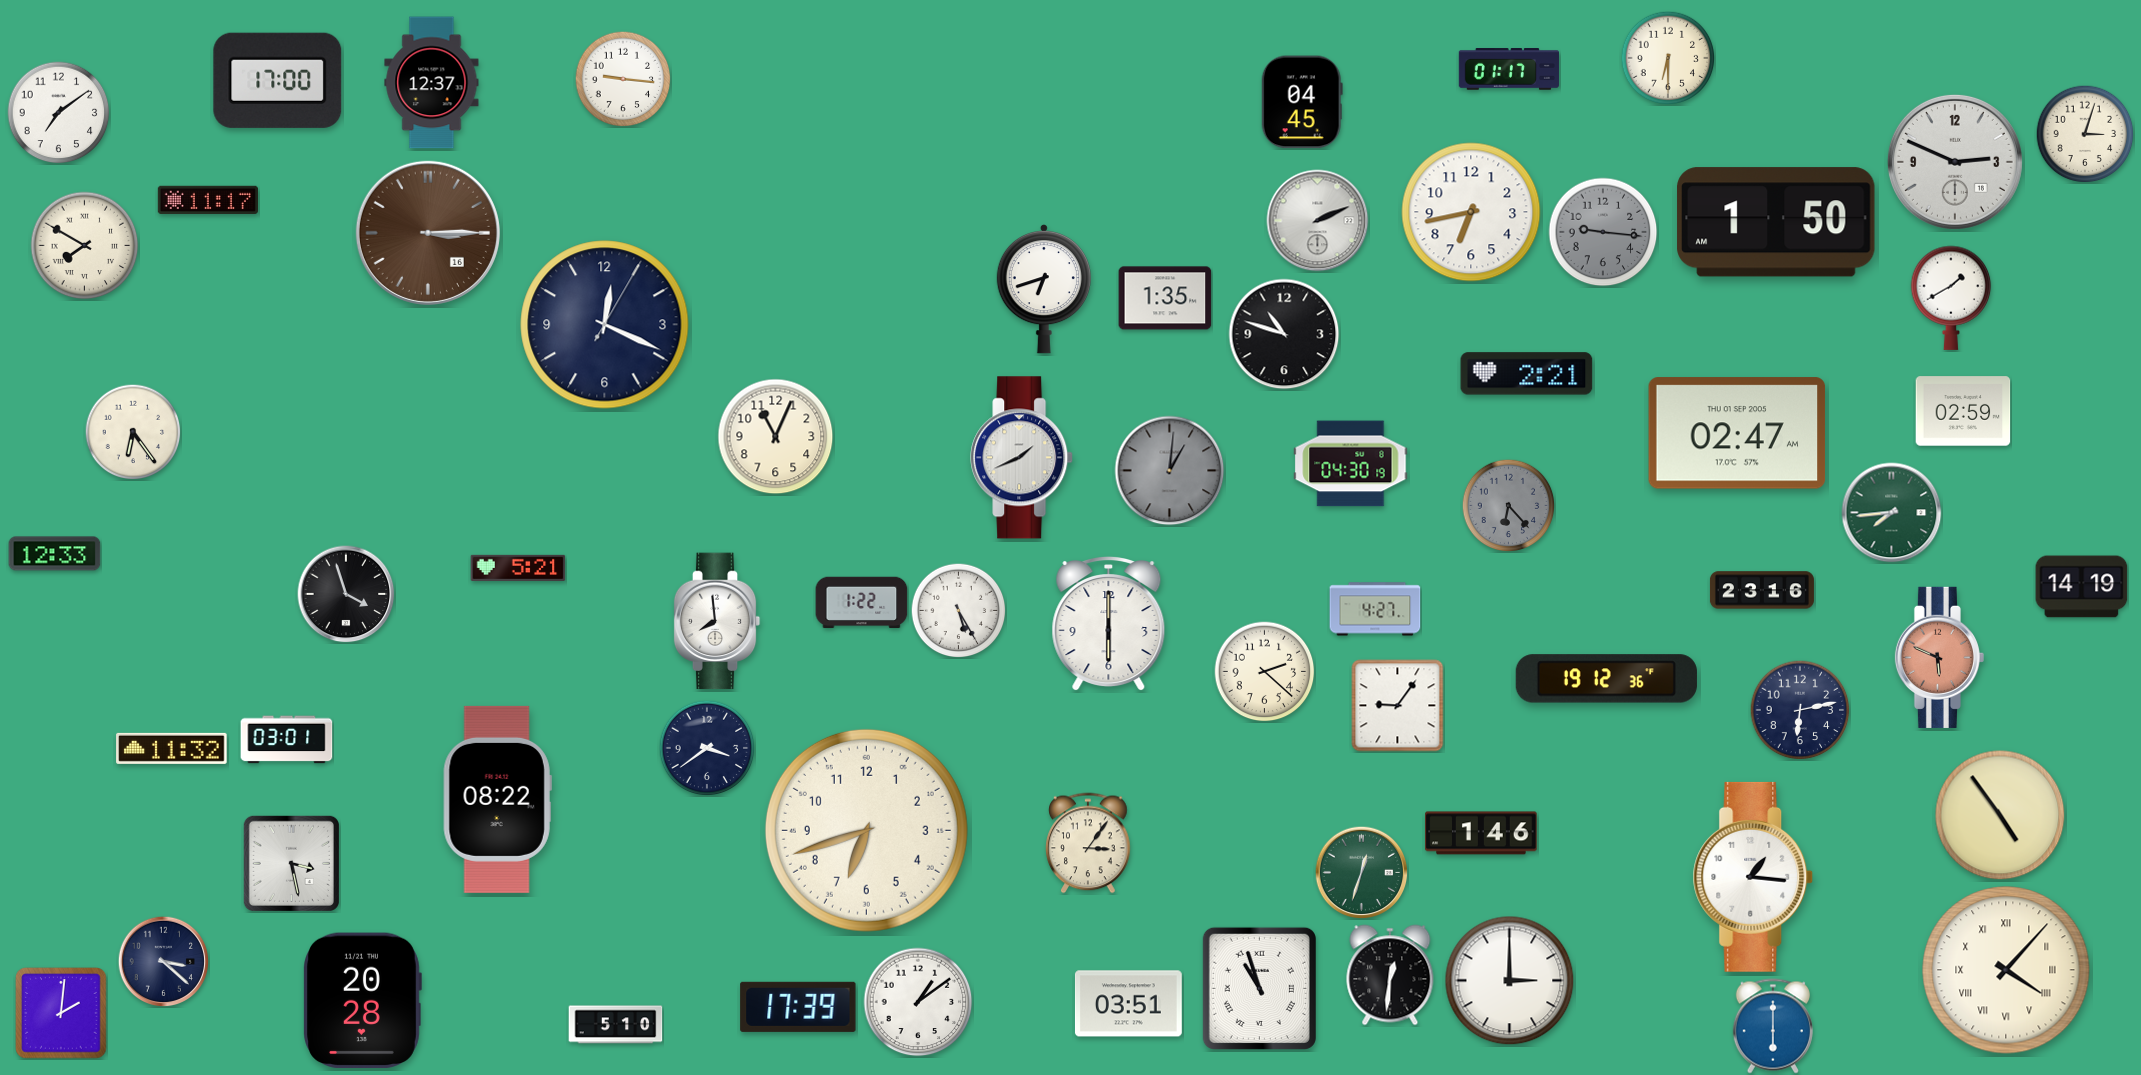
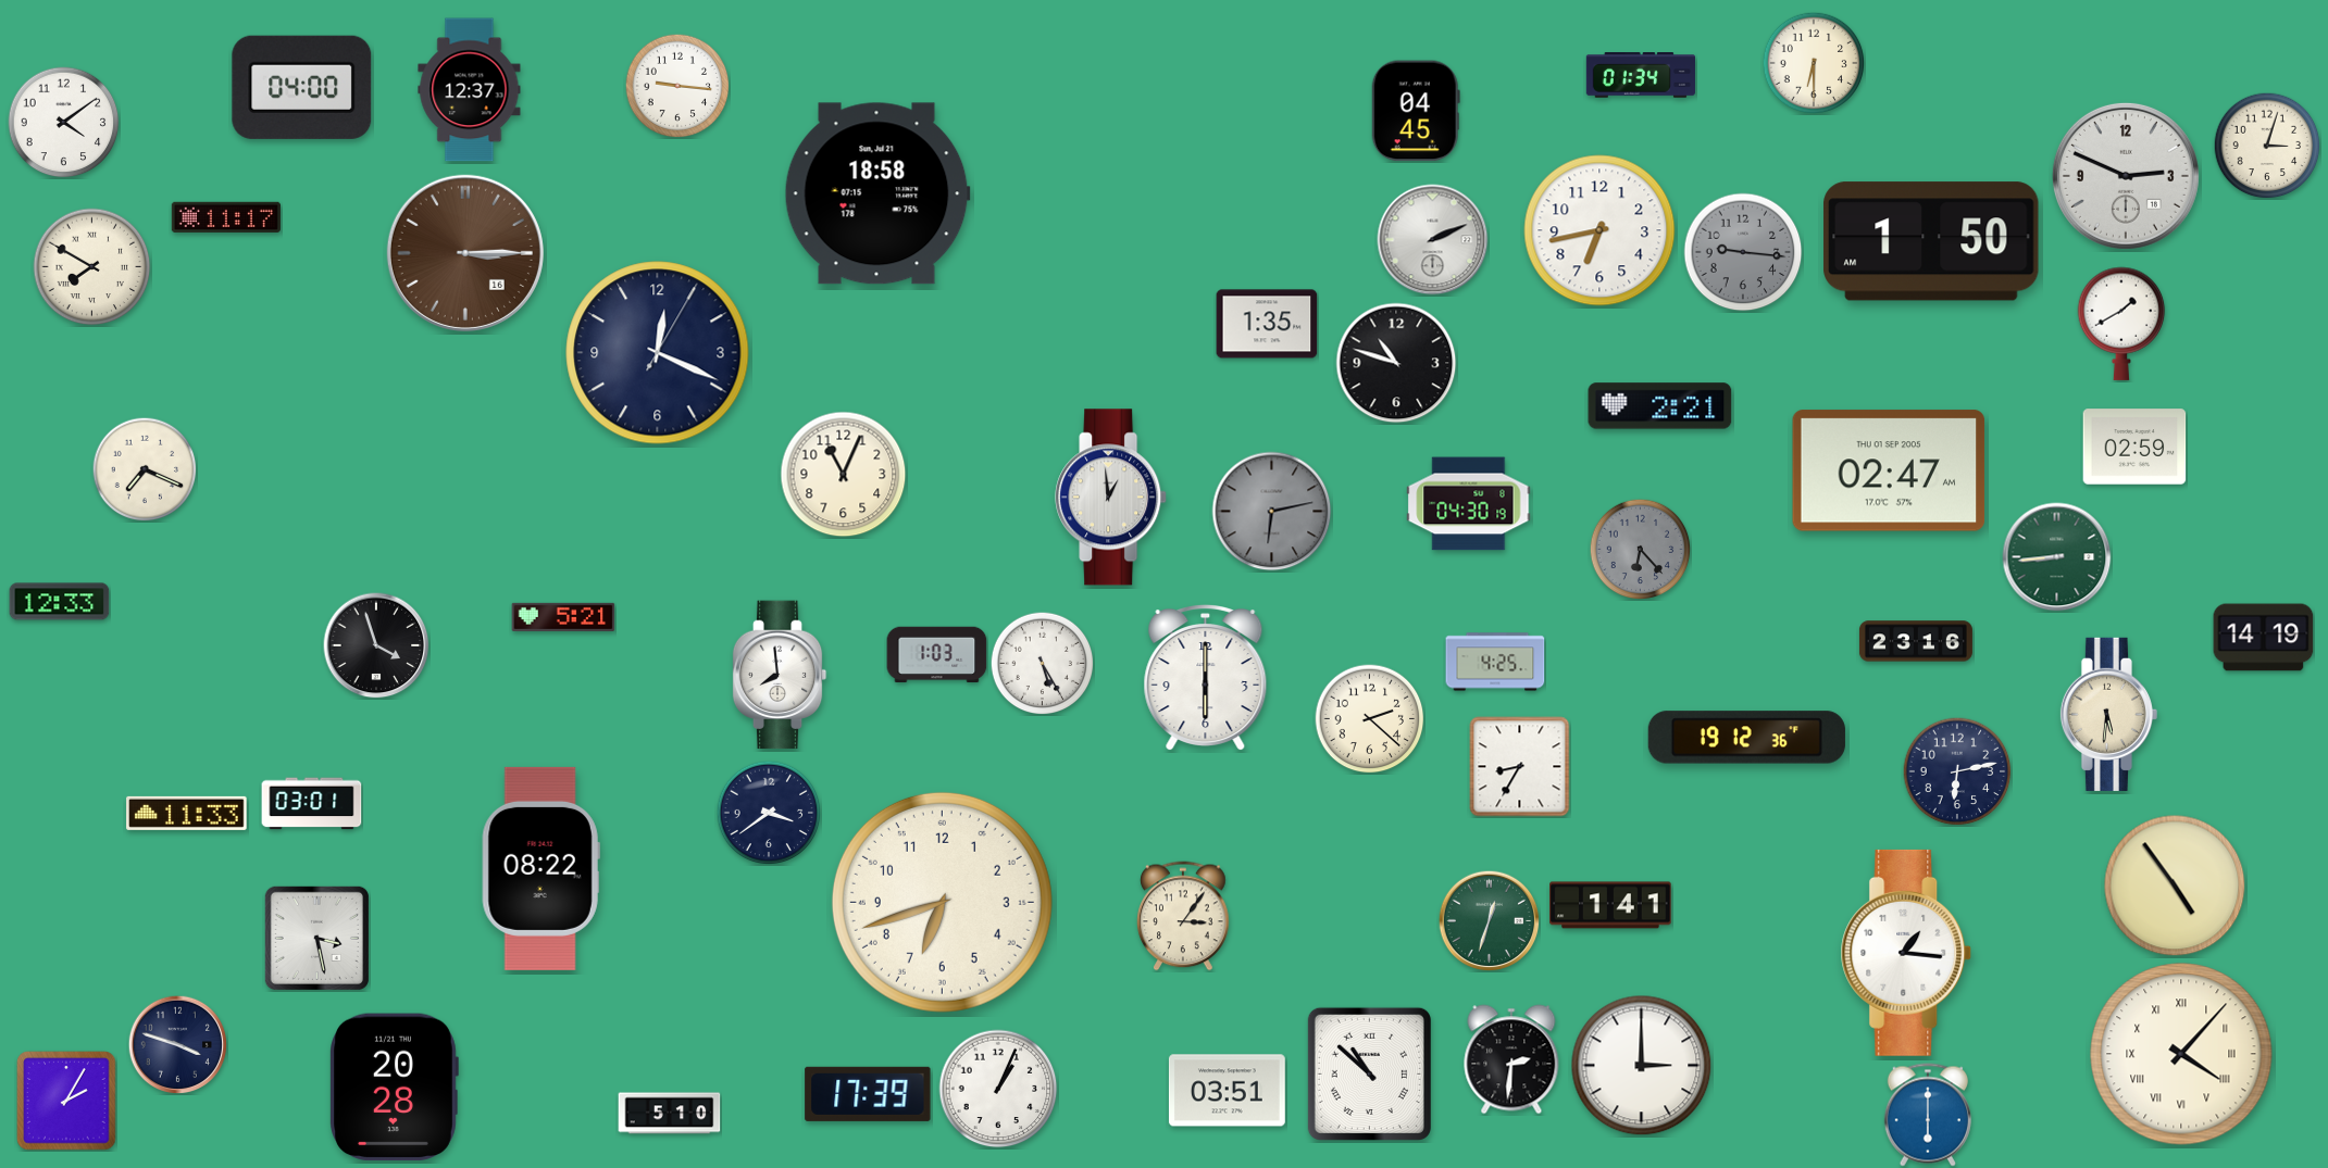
clock at (1509, 69): 01:17 -> 01:34
clock at (278, 80): 17:00 -> 04:00
clock at (59, 113): 7:09 -> 4:09
clock at (877, 193): none -> 18:58
clock at (1044, 289): 6:42 -> none
clock at (133, 432): 6:24 -> 7:19
clock at (1022, 458): 1:41 -> 12:59
clock at (1170, 471): 1:01 -> 6:13
clock at (1892, 513): 7:44 -> 8:44
clock at (862, 603): 1:22 -> 1:03
clock at (1375, 609): 4:27 -> 4:25
clock at (1939, 657): 5:49 -> 5:31
clock at (1939, 657) dial: salmon -> cream
clock at (1265, 672) position: (1265, 672) -> (1370, 719)
clock at (1398, 706): 9:06 -> 8:35
clock at (172, 748): 11:32 -> 11:33
clock at (1481, 833): 1:46 -> 1:41
clock at (1361, 872) position: (1361, 872) -> (1489, 920)
clock at (163, 961): 3:22 -> 3:48
clock at (1390, 975): 12:31 -> 2:31
clock at (1259, 988): 10:57 -> 10:52
clock at (918, 1002): 1:09 -> 1:04
clock at (61, 1013): 2:01 -> 2:05
